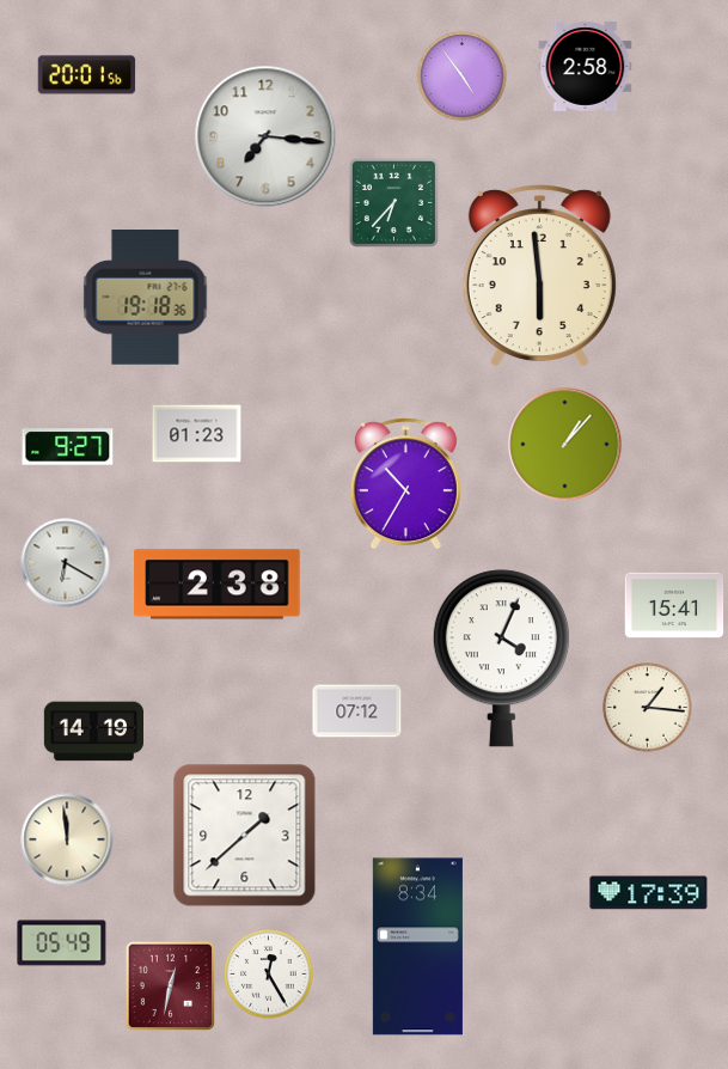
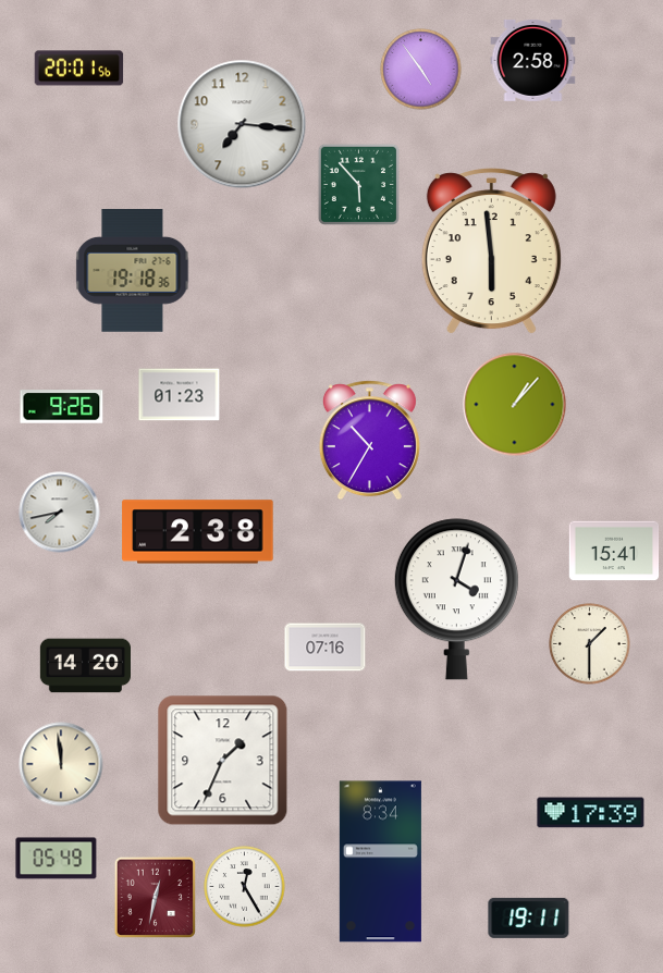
clock at (393, 202): 6:37 -> 5:53
clock at (68, 447): 9:27 -> 9:26
clock at (66, 563): 6:20 -> 7:43
clock at (501, 659): 4:04 -> 4:03
clock at (648, 708): 1:16 -> 1:30
clock at (357, 711): 07:12 -> 07:16
clock at (93, 732): 14:19 -> 14:20
clock at (245, 836): 1:38 -> 1:34
clock at (529, 917): none -> 19:11
